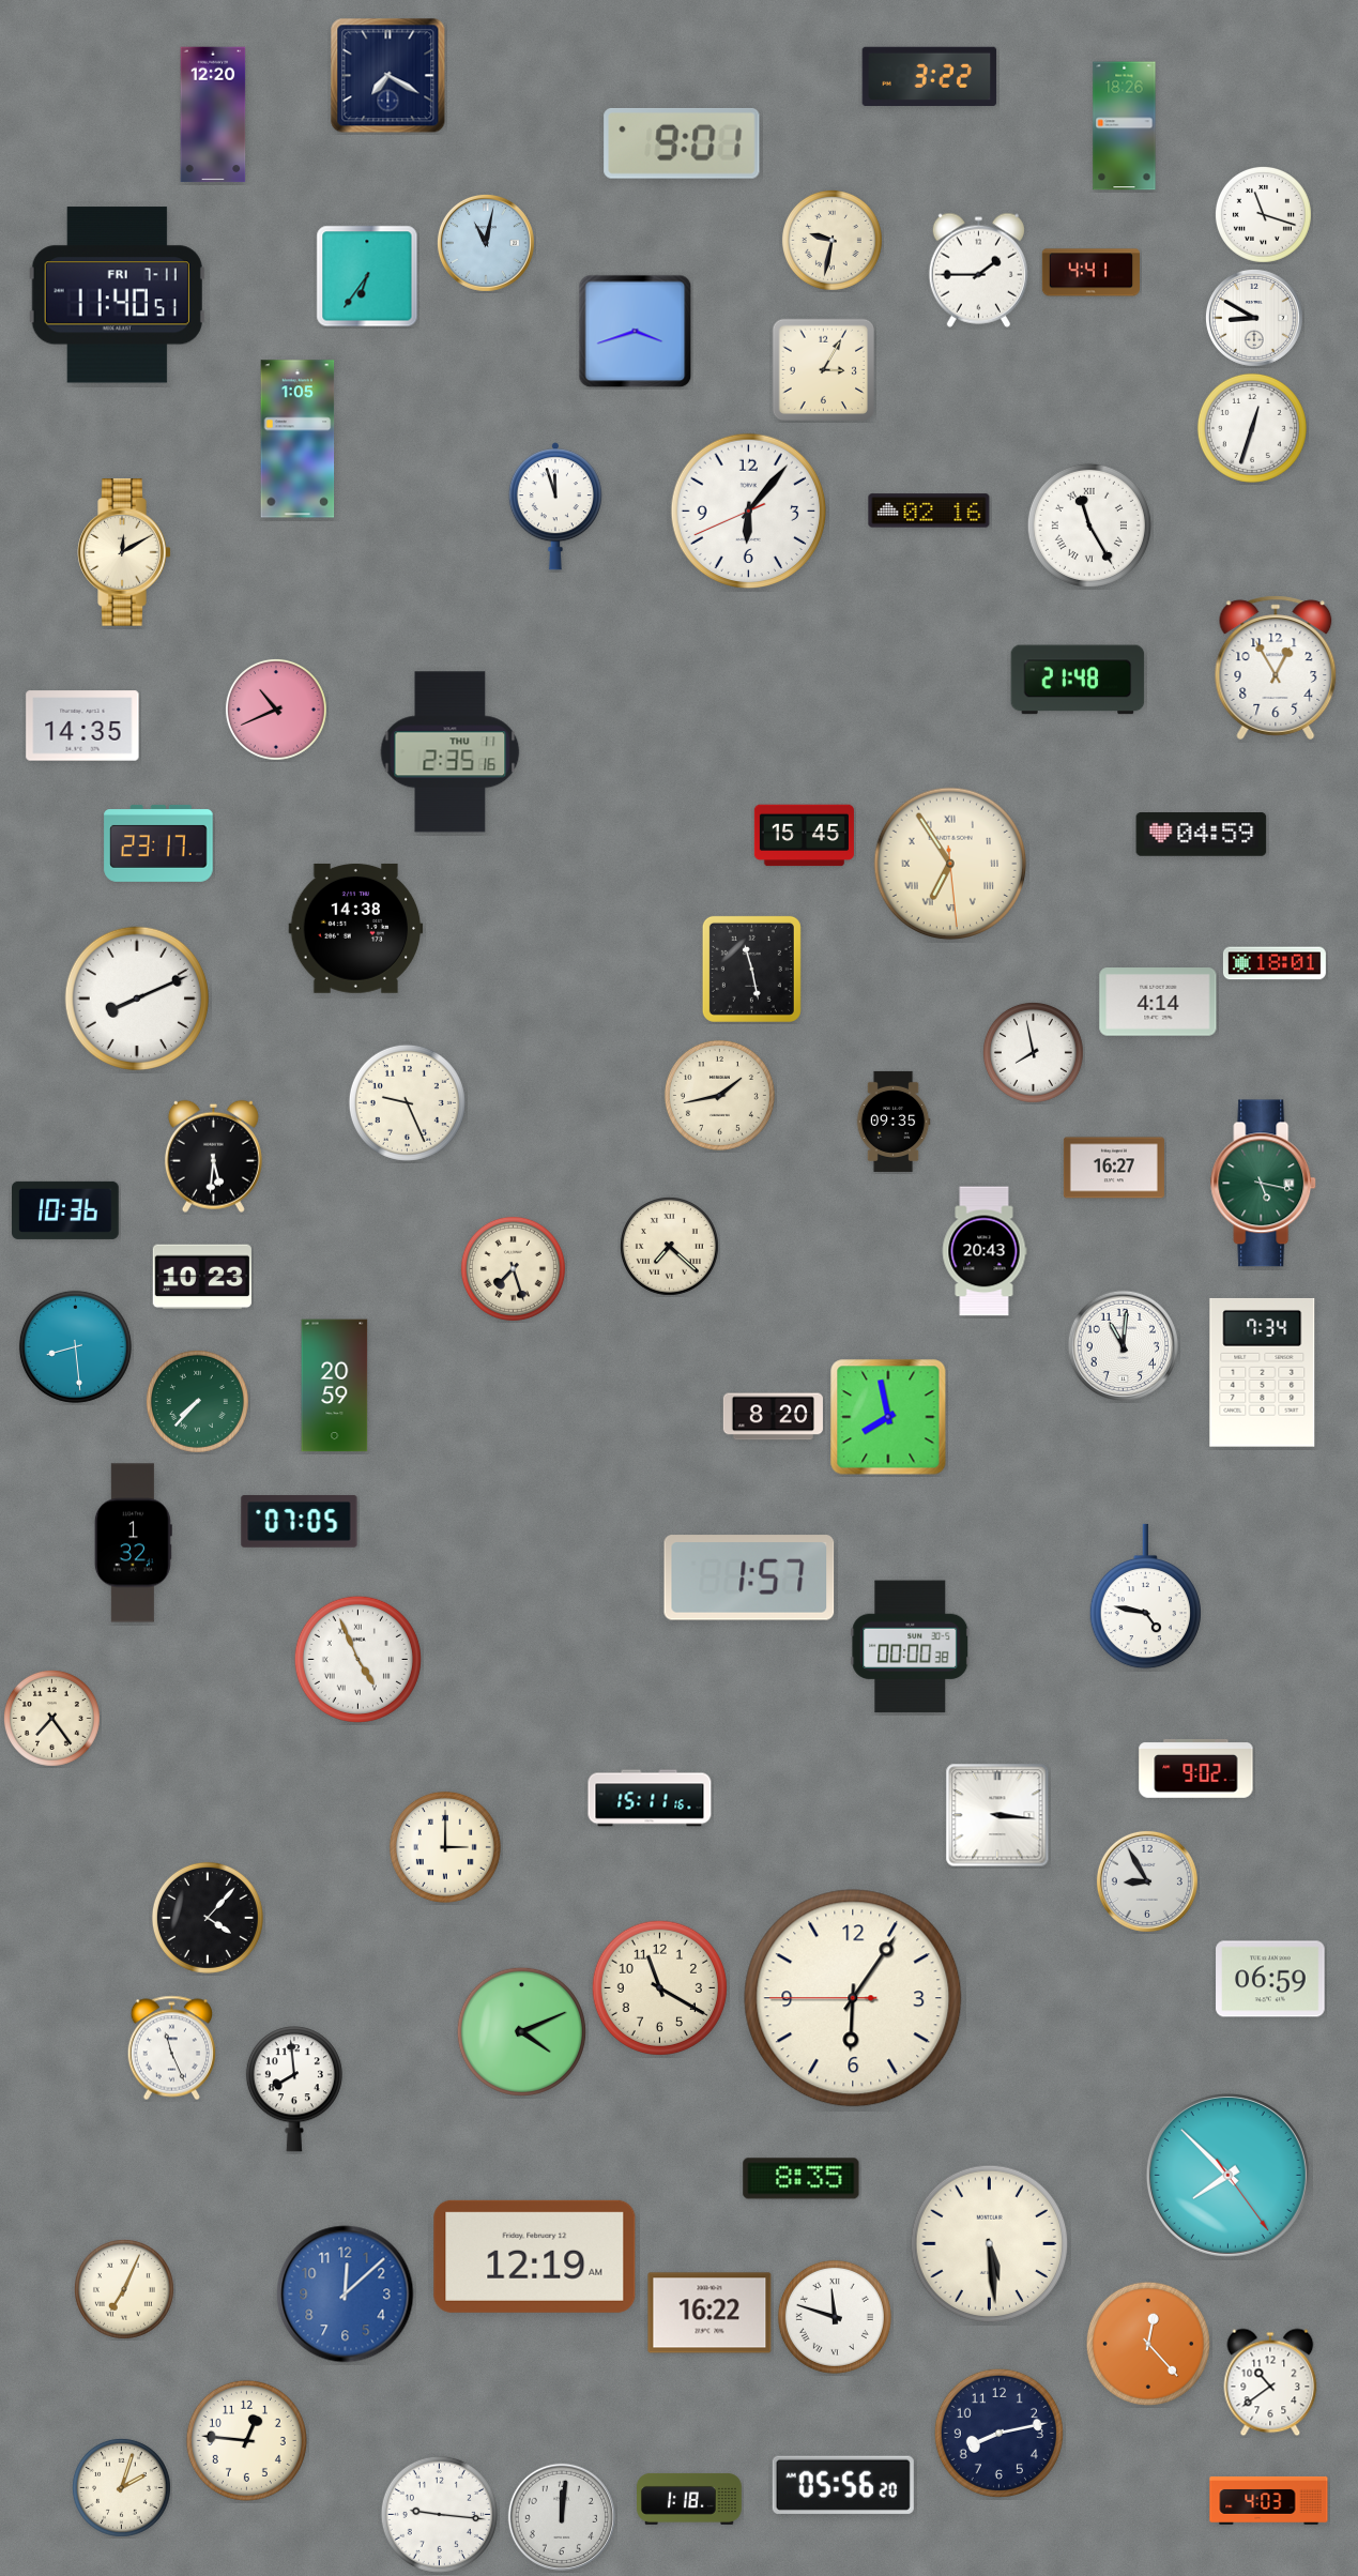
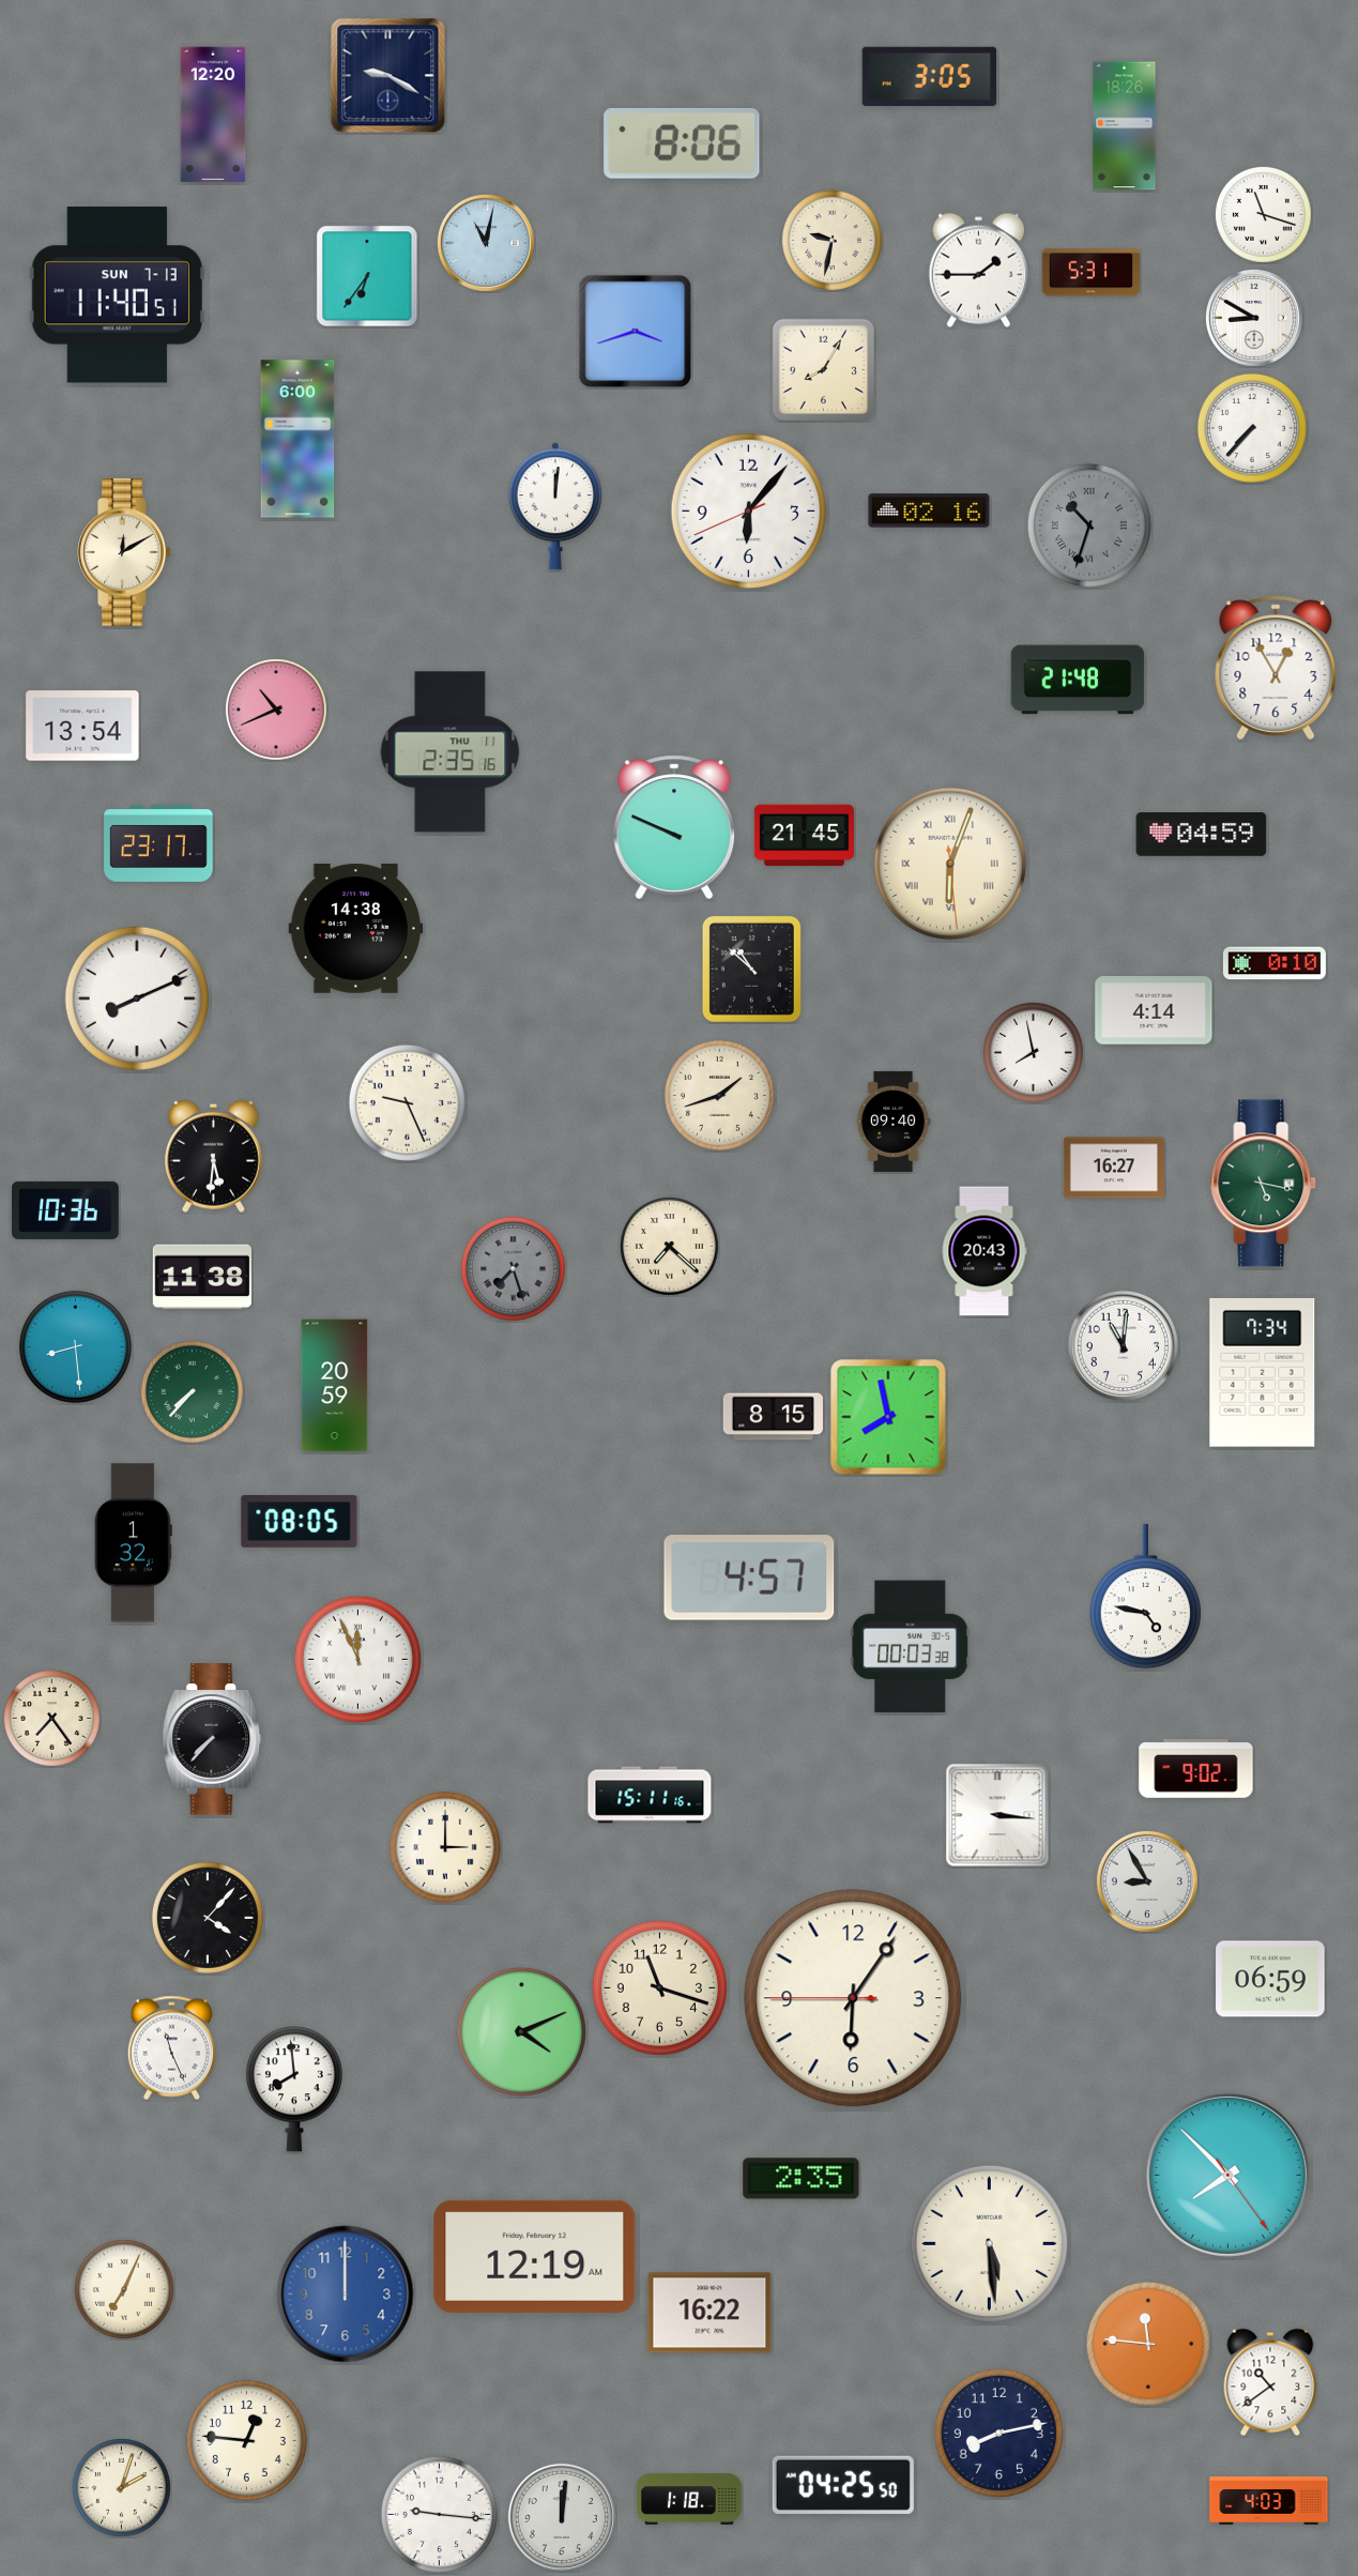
clock at (388, 76): 7:20 -> 9:20
clock at (930, 76): 3:22 -> 3:05
clock at (682, 143): 9:01 -> 8:06
clock at (1090, 273): 4:41 -> 5:31
clock at (117, 295) date: FRI 7-11 -> SUN 7-13
clock at (823, 369): 3:05 -> 8:05
clock at (1252, 428): 12:33 -> 7:37
clock at (297, 439): 1:05 -> 6:00
clock at (555, 506): 11:57 -> 12:01
clock at (1089, 525): 11:25 -> 10:33
clock at (1089, 525) dial: white -> grey
clock at (82, 726): 14:35 -> 13:54
clock at (674, 827): none -> 9:49
clock at (804, 836): 15:45 -> 21:45
clock at (950, 864): 6:54 -> 6:03
clock at (1275, 963): 18:01 -> 0:10
clock at (751, 969): 11:28 -> 10:52
clock at (1158, 1002) position: (1158, 1002) -> (1154, 1010)
clock at (719, 1095): 1:43 -> 1:42
clock at (894, 1122): 09:35 -> 09:40
clock at (513, 1268) dial: cream -> grey
clock at (202, 1277): 10:23 -> 11:38
clock at (197, 1401) position: (197, 1401) -> (192, 1391)
clock at (773, 1417): 8:20 -> 8:15
clock at (300, 1522): 07:05 -> 08:05
clock at (749, 1577): 1:57 -> 4:57
clock at (911, 1647): 00:00 -> 00:03
clock at (357, 1659): 4:56 -> 11:56
clock at (212, 1739): none -> 7:37
clock at (650, 1798) position: (650, 1798) -> (650, 1795)
clock at (659, 1987): 11:20 -> 11:18
clock at (802, 2179): 8:35 -> 2:35
clock at (346, 2295): 12:08 -> 12:00
clock at (835, 2317): 11:48 -> none
clock at (1148, 2344): 12:23 -> 11:46
clock at (843, 2485): 05:56 -> 04:25
